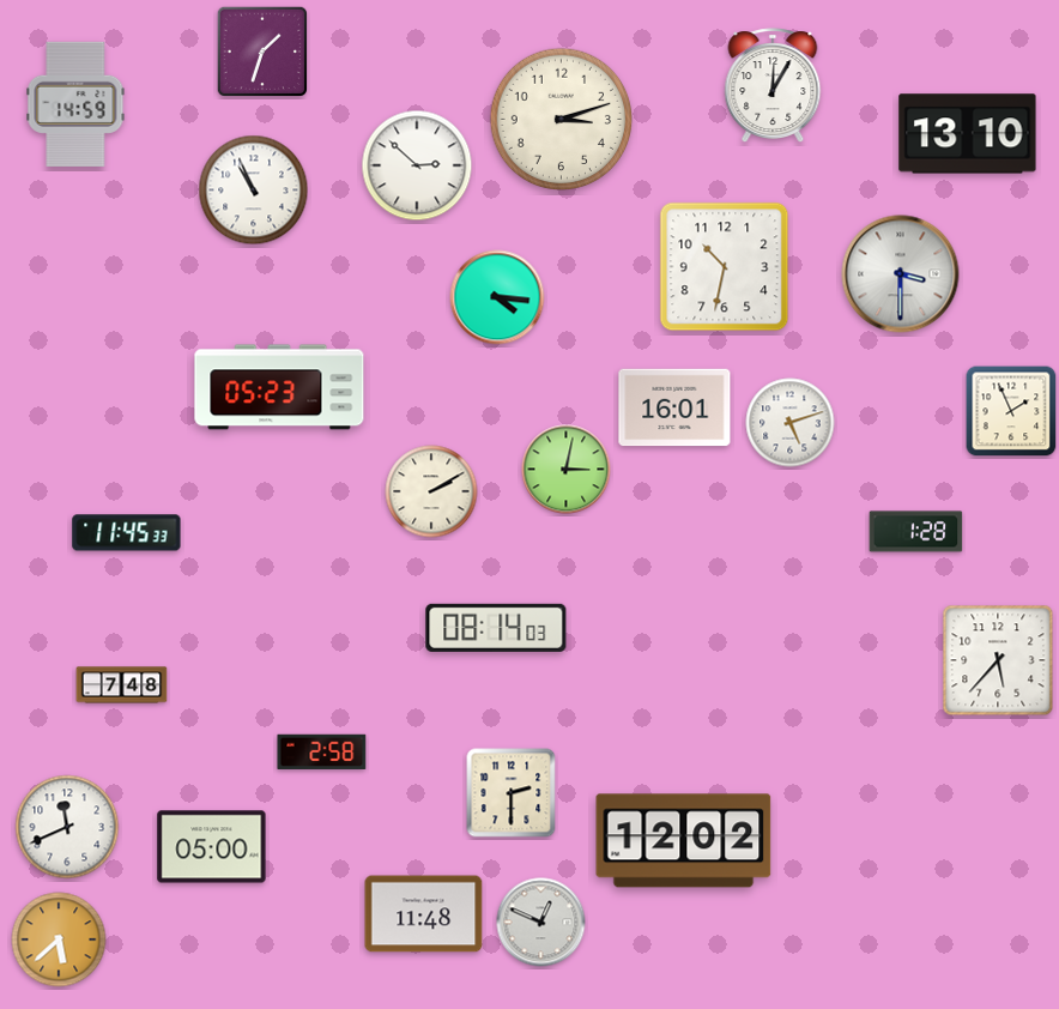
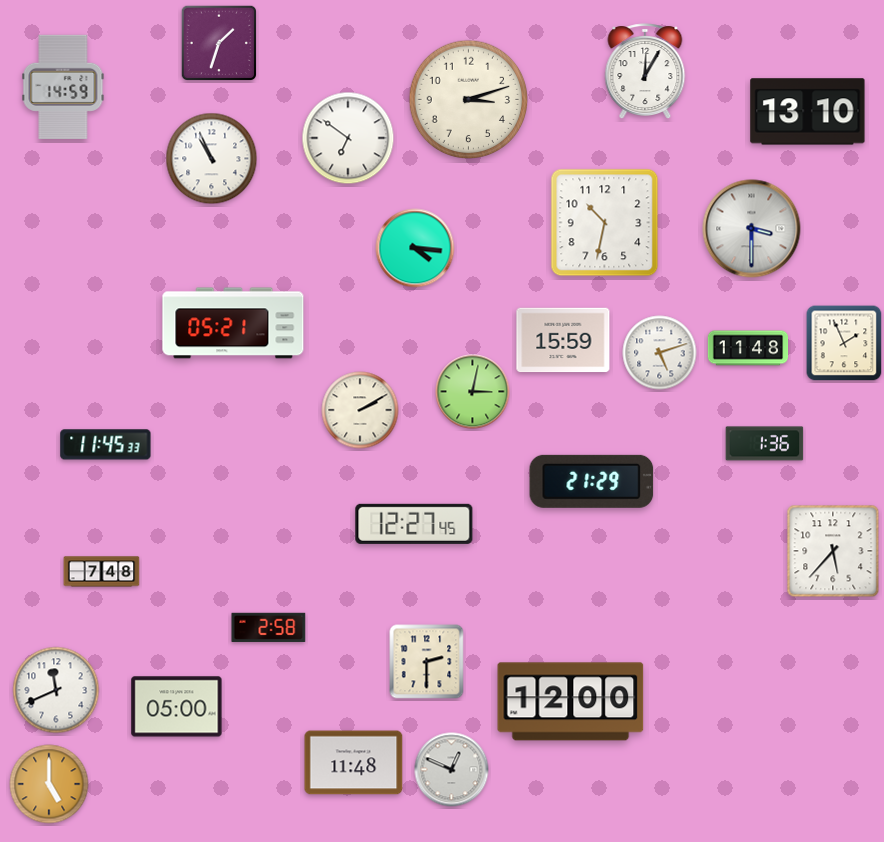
clock at (417, 165): 2:52 -> 6:51
clock at (279, 387): 05:23 -> 05:21
clock at (674, 407): 16:01 -> 15:59
clock at (748, 348): none -> 11:48
clock at (916, 532): 1:28 -> 1:36
clock at (592, 481): none -> 21:29
clock at (496, 628): 08:14 -> 12:27
clock at (684, 841): 12:02 -> 12:00
clock at (59, 939): 5:38 -> 5:00
